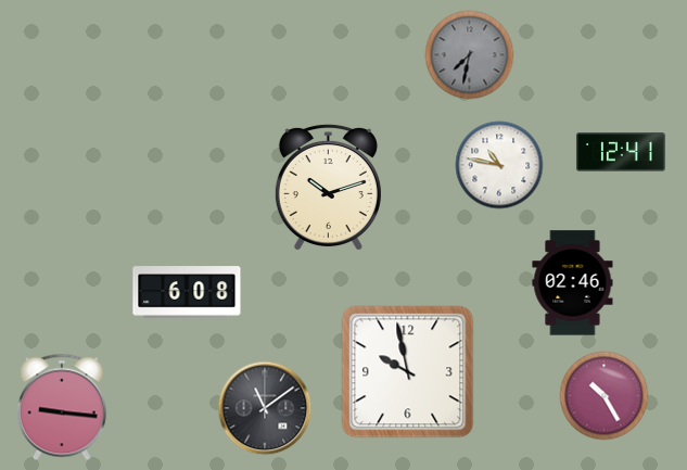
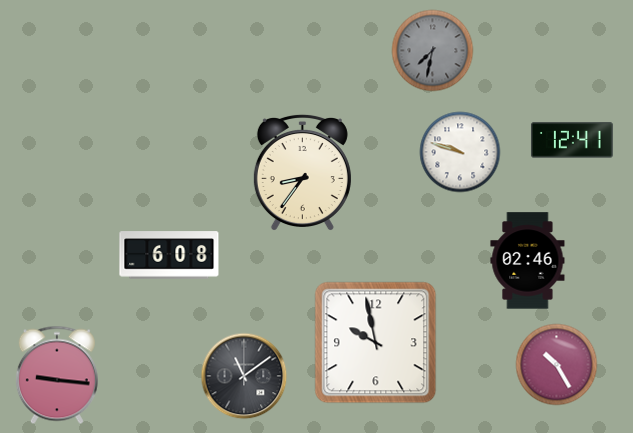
clock at (499, 165): 10:47 -> 9:48
clock at (328, 187): 10:12 -> 8:36
clock at (187, 292) position: (187, 292) -> (169, 255)
